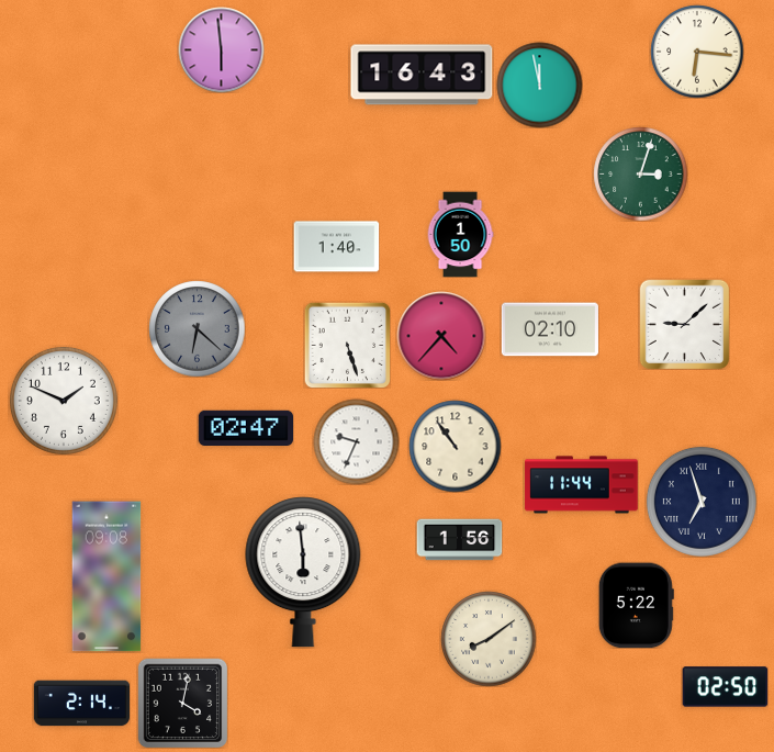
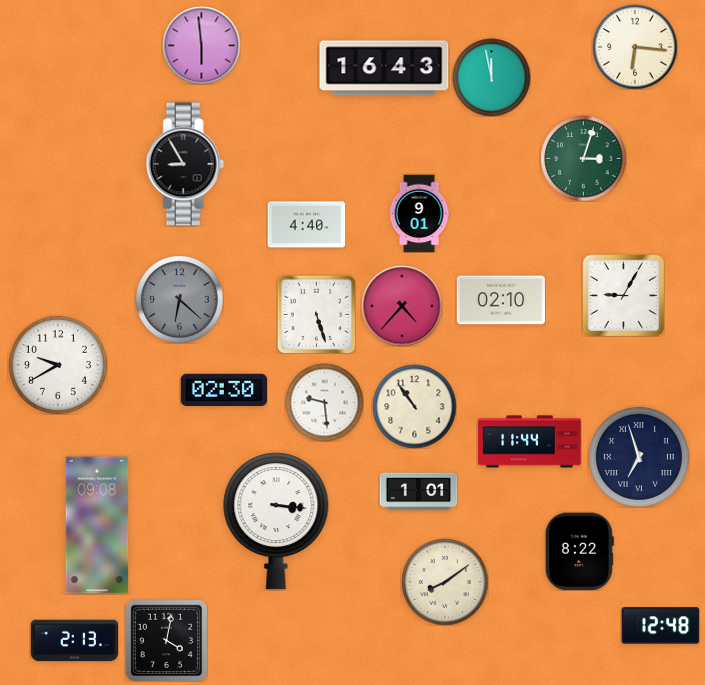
clock at (185, 164): none -> 8:55
clock at (460, 234): 1:50 -> 9:01
clock at (336, 247): 1:40 -> 4:40
clock at (684, 324): 9:08 -> 9:05
clock at (64, 401): 1:49 -> 9:40
clock at (245, 427): 02:47 -> 02:30
clock at (356, 441): 9:34 -> 9:29
clock at (459, 540): 1:56 -> 1:01
clock at (303, 572): 5:59 -> 3:16
clock at (636, 605): 5:22 -> 8:22
clock at (725, 687): 02:50 -> 12:48
clock at (81, 704): 2:14 -> 2:13
